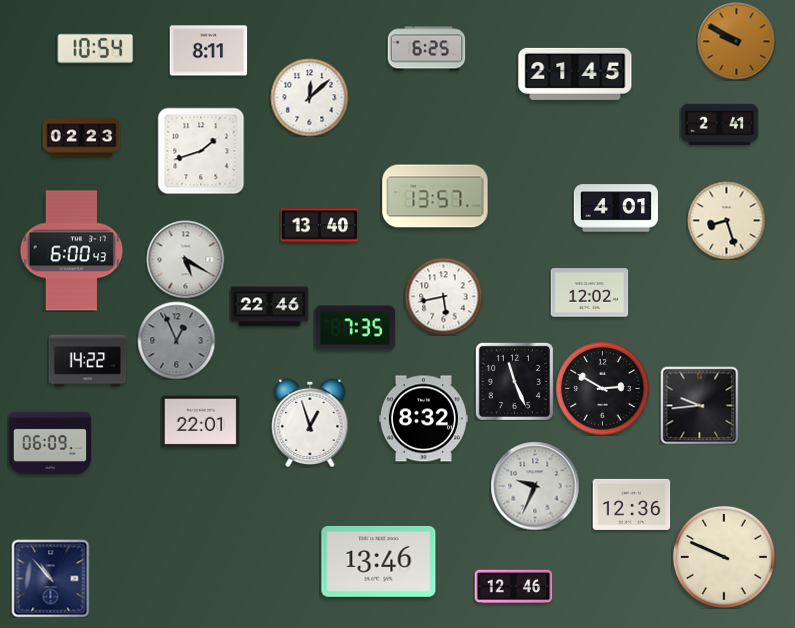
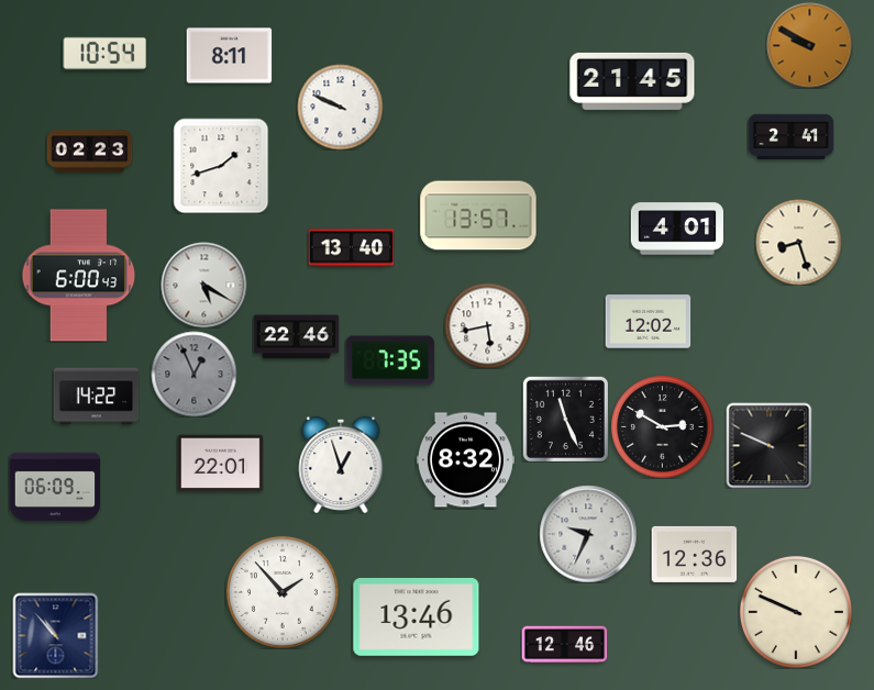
clock at (426, 49): 6:25 -> none
clock at (309, 97): 12:08 -> 9:49
clock at (699, 405): 9:44 -> 9:49
clock at (283, 592): none -> 1:53
